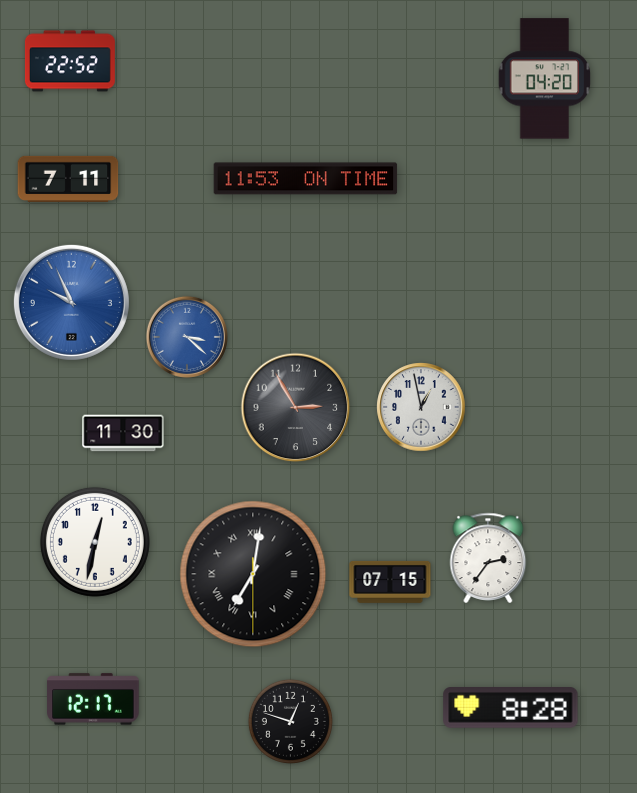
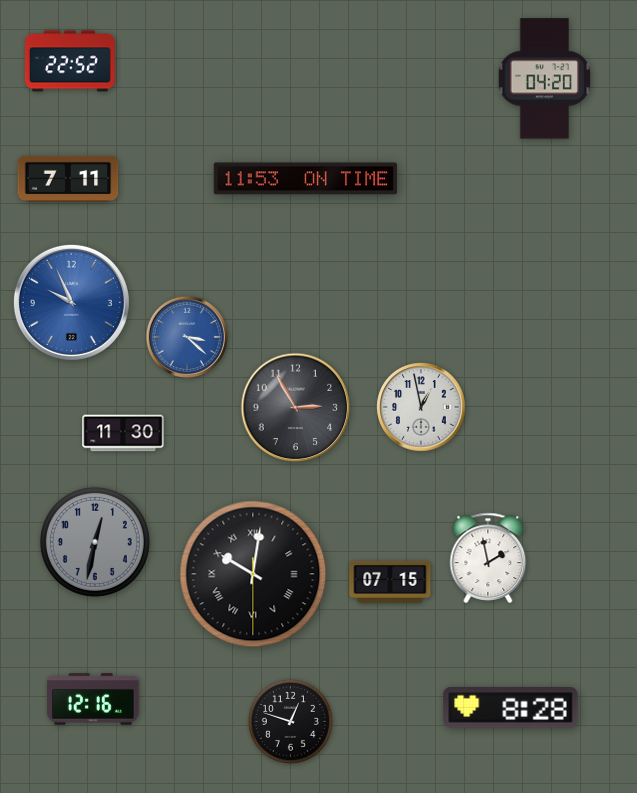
clock at (95, 542) dial: white -> grey
clock at (488, 558): 2:36 -> 1:58
clock at (253, 574): 7:01 -> 10:01
clock at (93, 699): 12:17 -> 12:16
